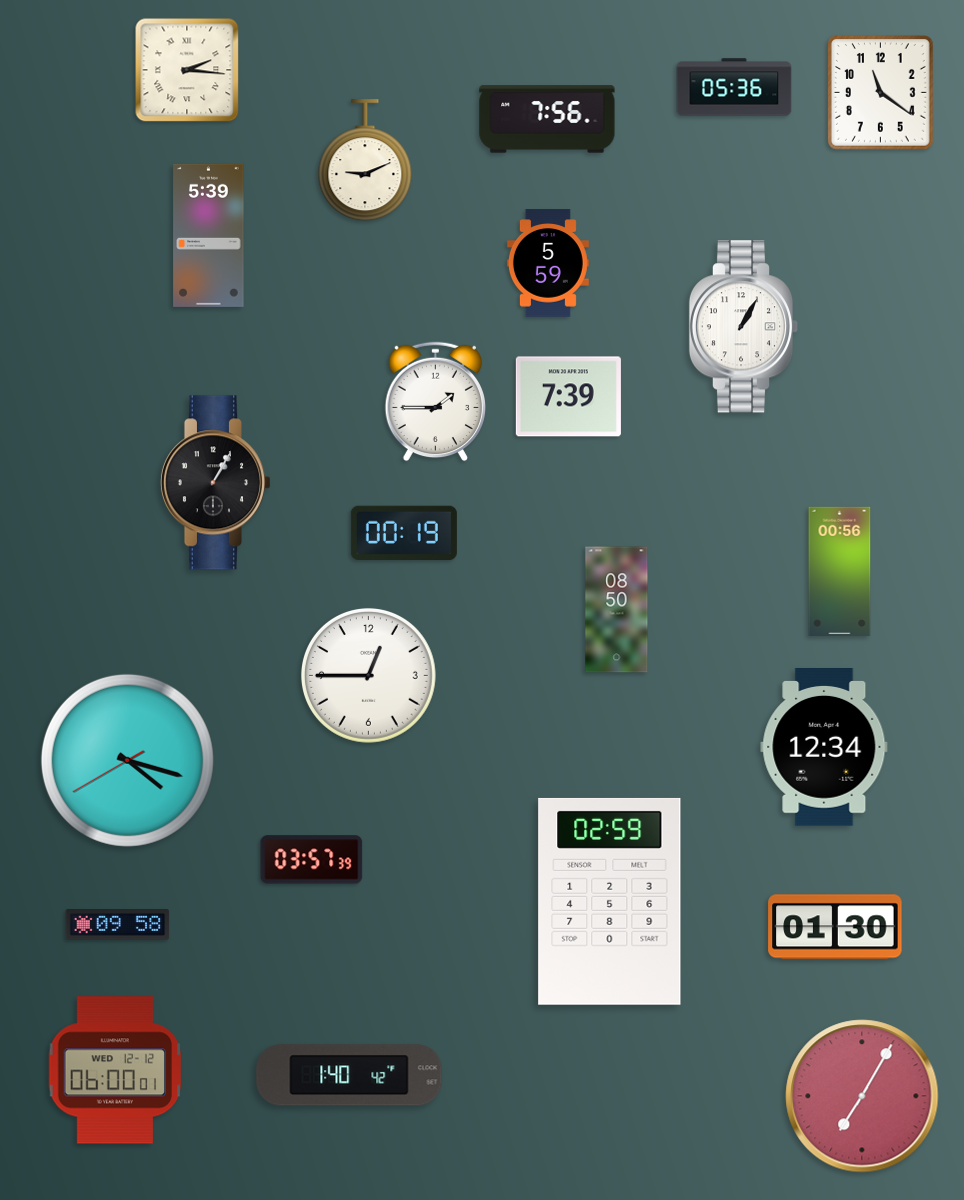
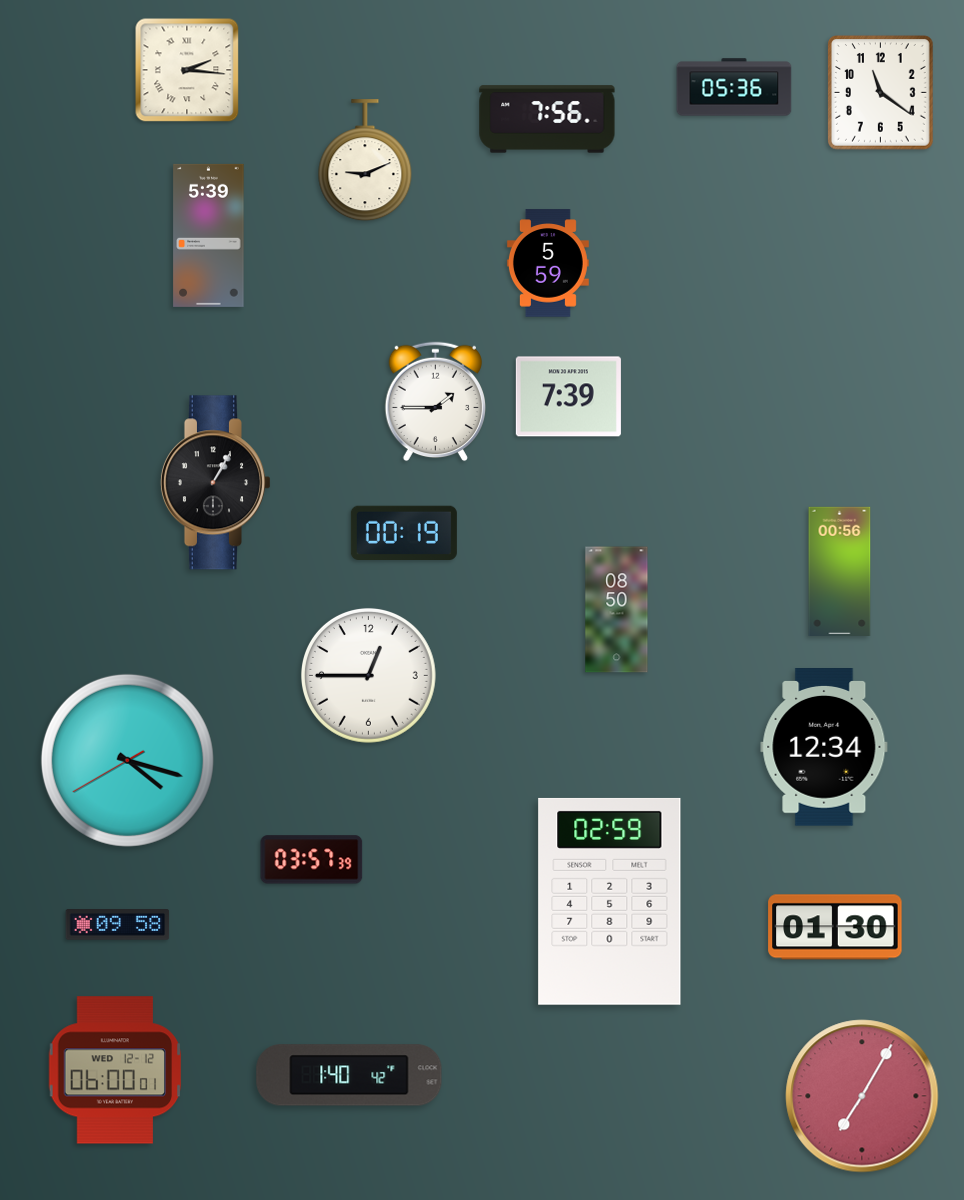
clock at (744, 327): 1:05 -> none
